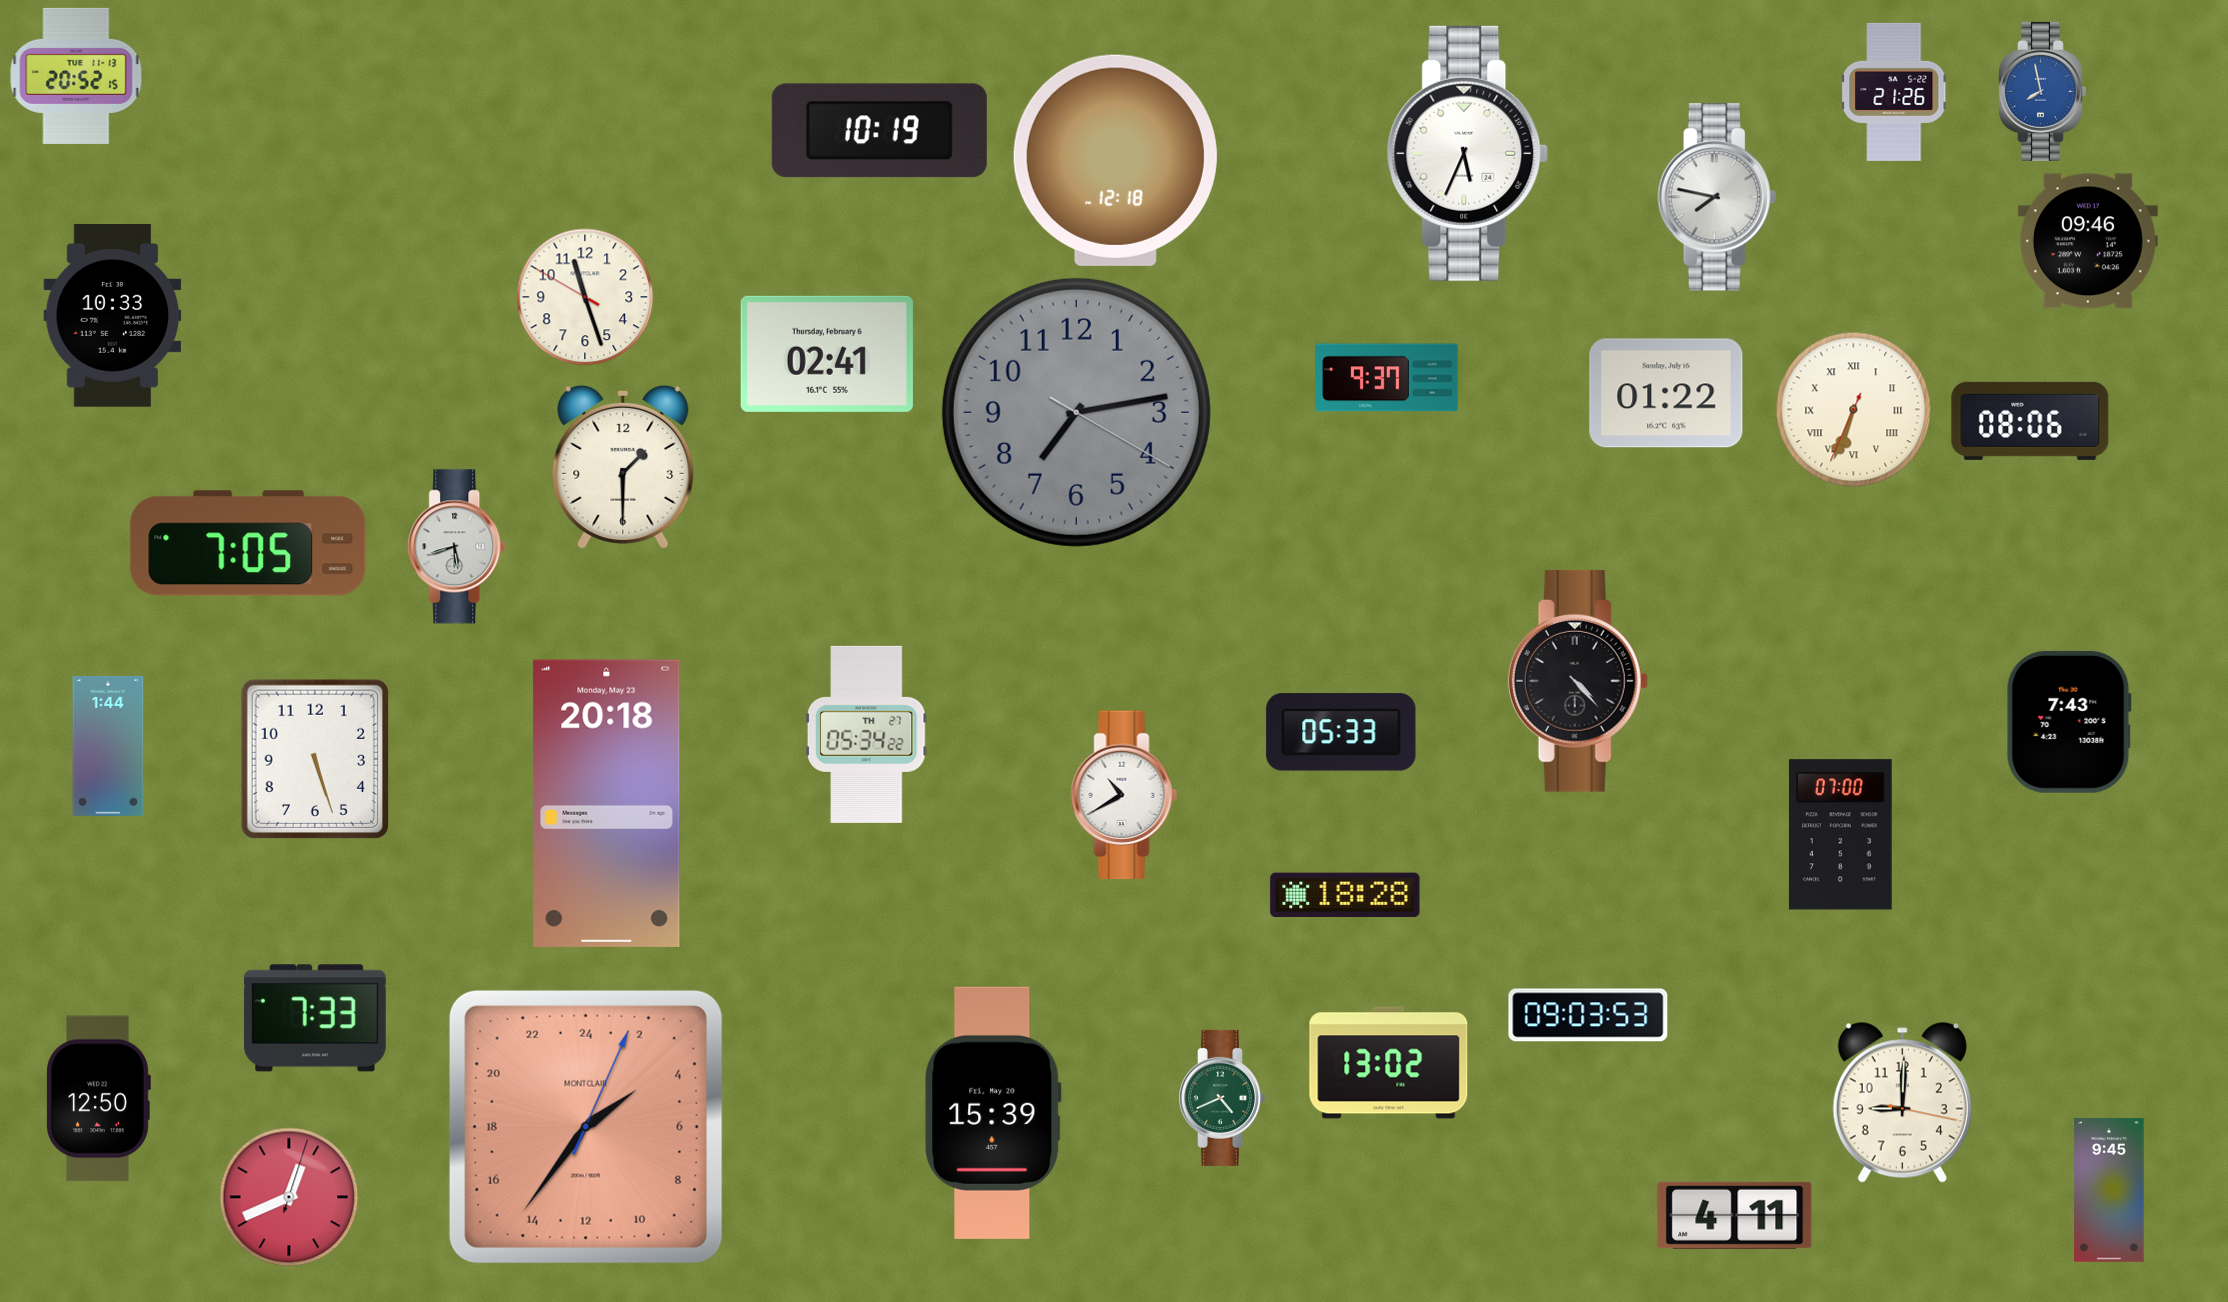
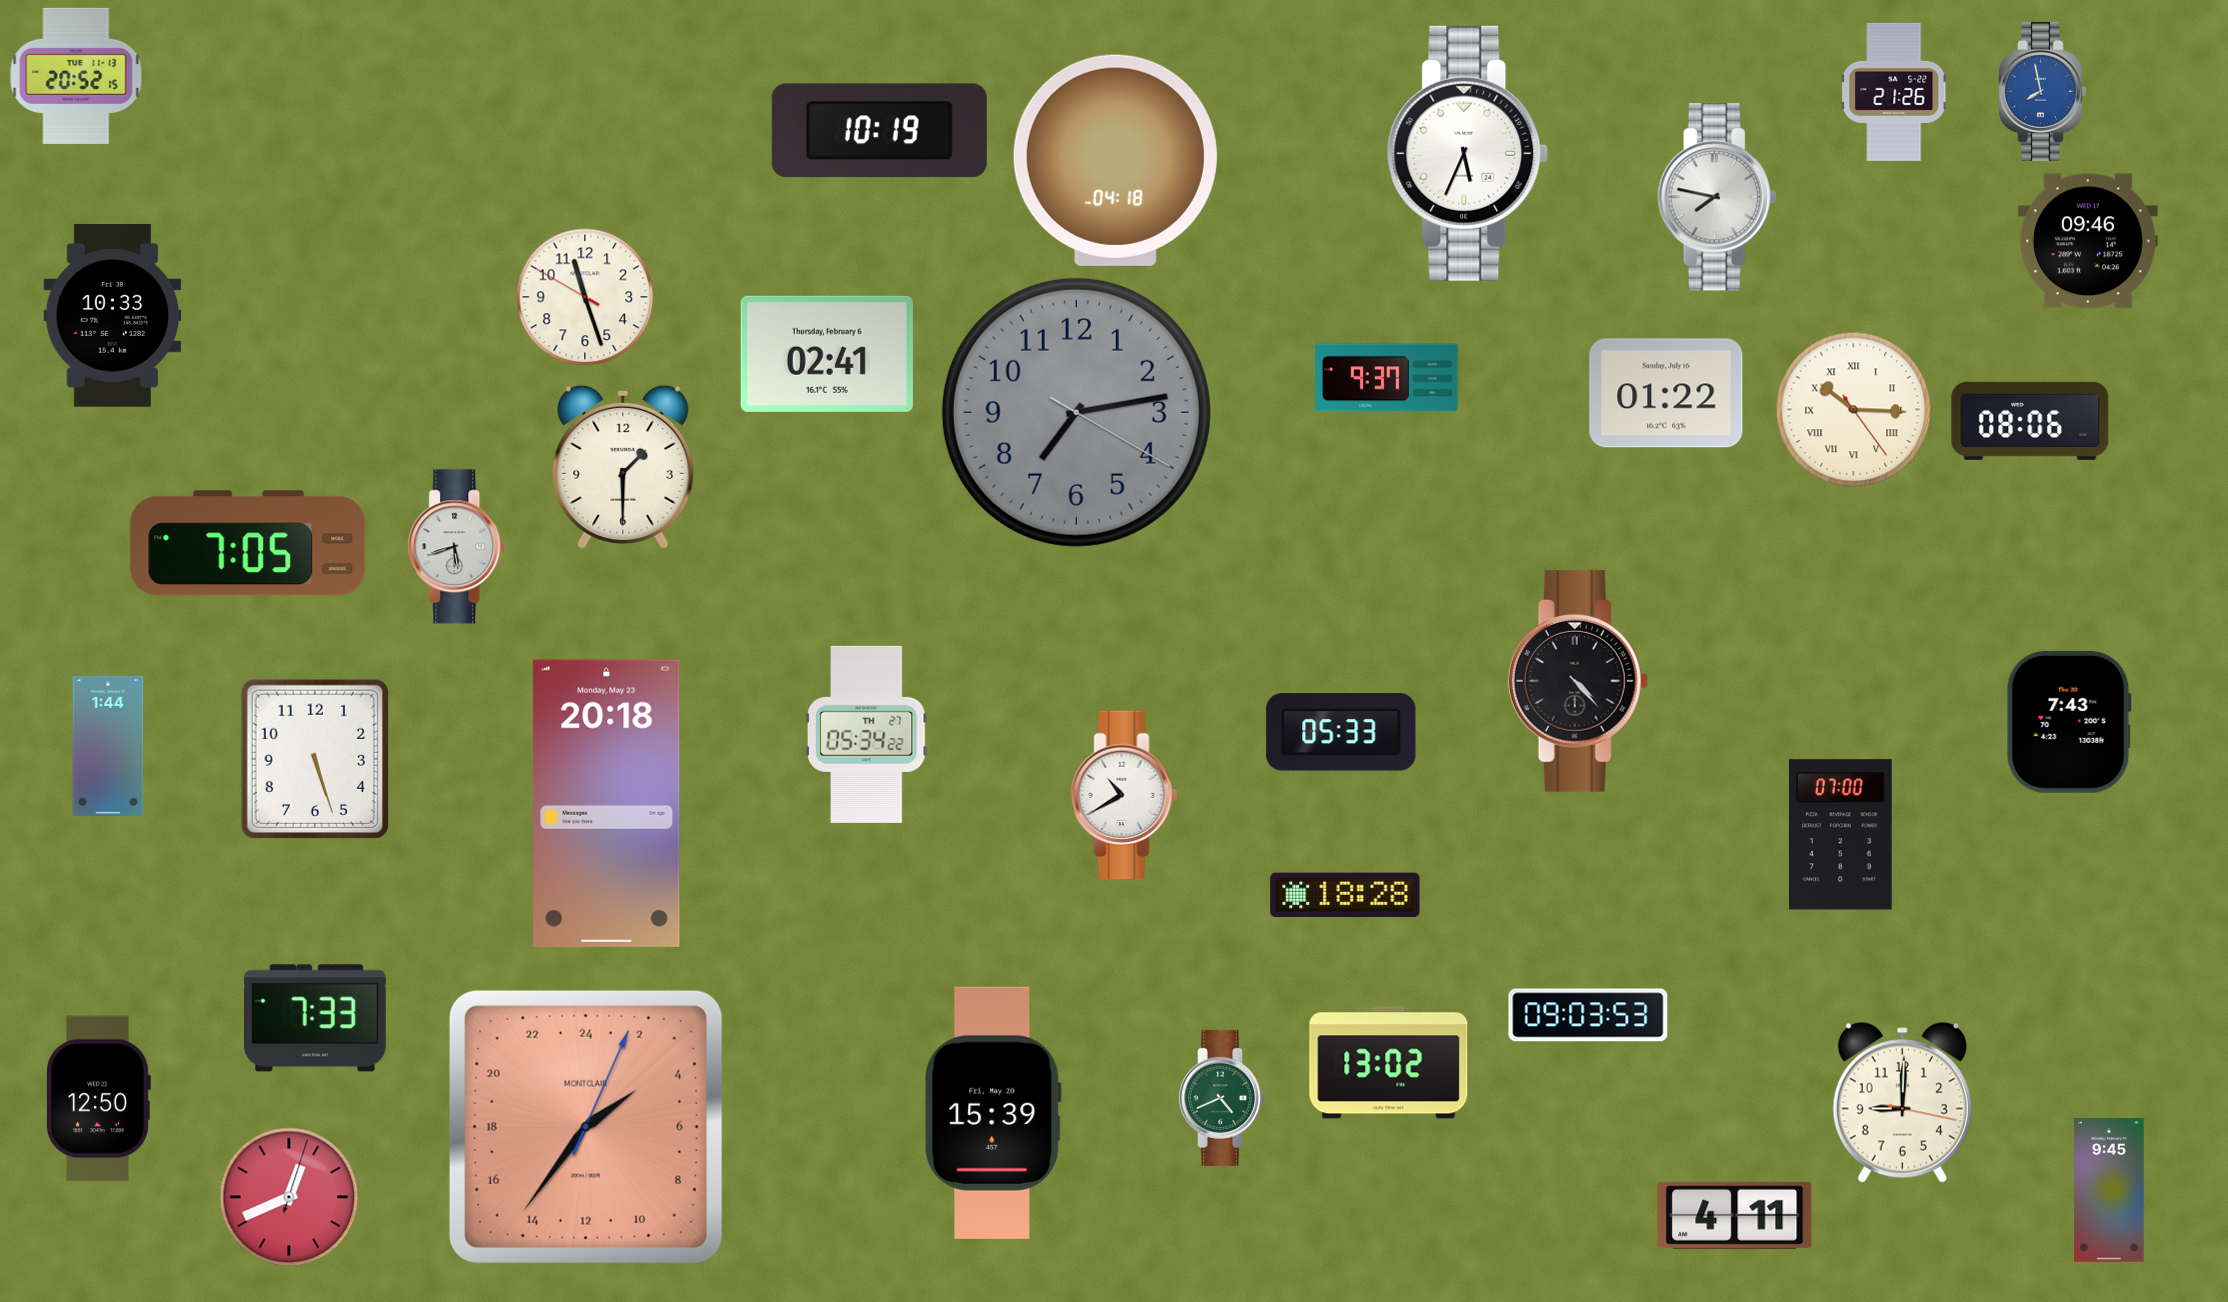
clock at (1115, 160): 12:18 -> 04:18
clock at (1854, 410): 6:33 -> 10:15
